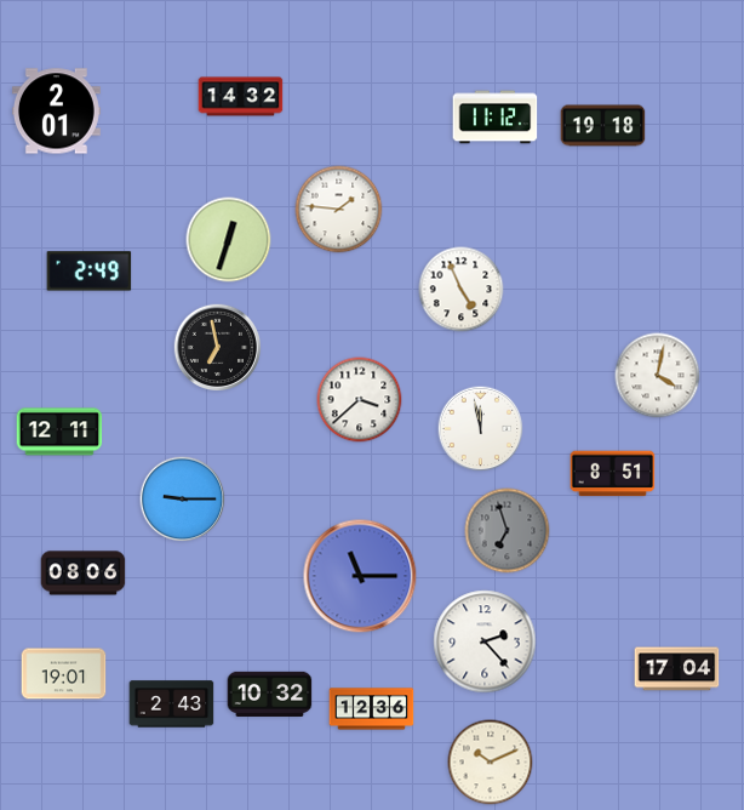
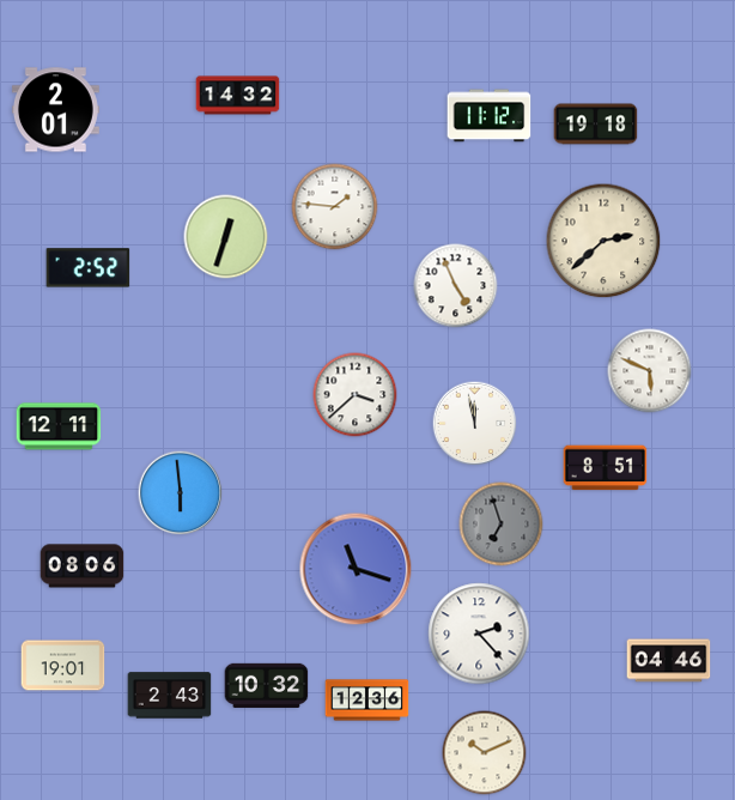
clock at (603, 241): none -> 2:38
clock at (90, 272): 2:49 -> 2:52
clock at (218, 348): 6:58 -> none
clock at (658, 376): 4:02 -> 5:49
clock at (183, 500): 9:15 -> 5:59
clock at (360, 576): 11:15 -> 11:18
clock at (677, 669): 17:04 -> 04:46
